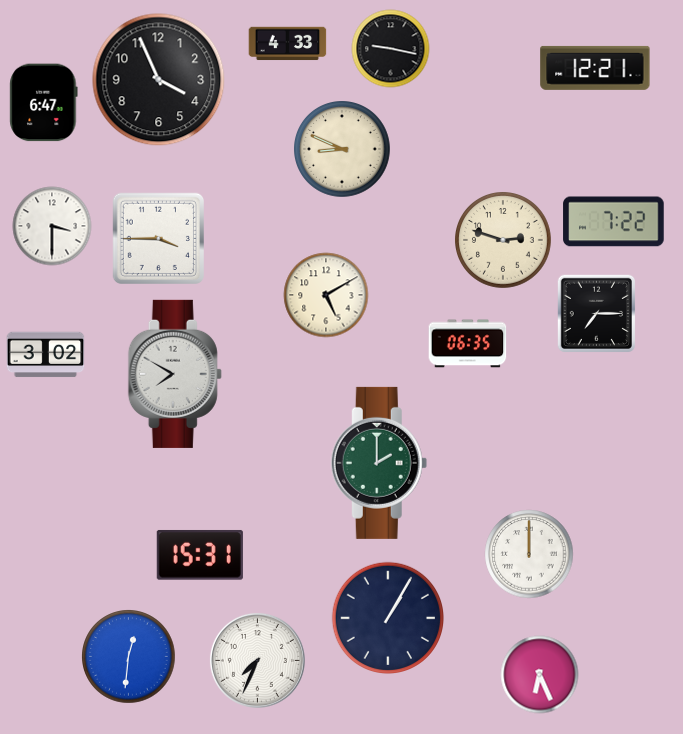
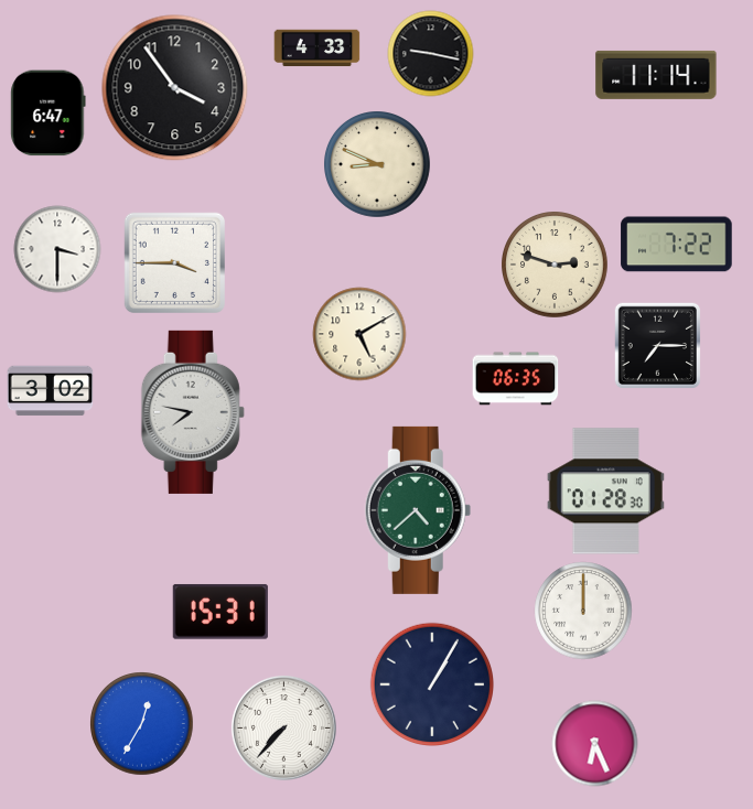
clock at (595, 68): 12:21 -> 11:14
clock at (159, 80): 3:56 -> 3:54
clock at (326, 295) position: (326, 295) -> (359, 334)
clock at (175, 374): 7:50 -> 7:47
clock at (605, 492): none -> 01:28
clock at (379, 463): 2:00 -> 4:38
clock at (387, 617) position: (387, 617) -> (431, 683)
clock at (128, 656): 12:31 -> 12:35
clock at (257, 660): 7:34 -> 7:37
